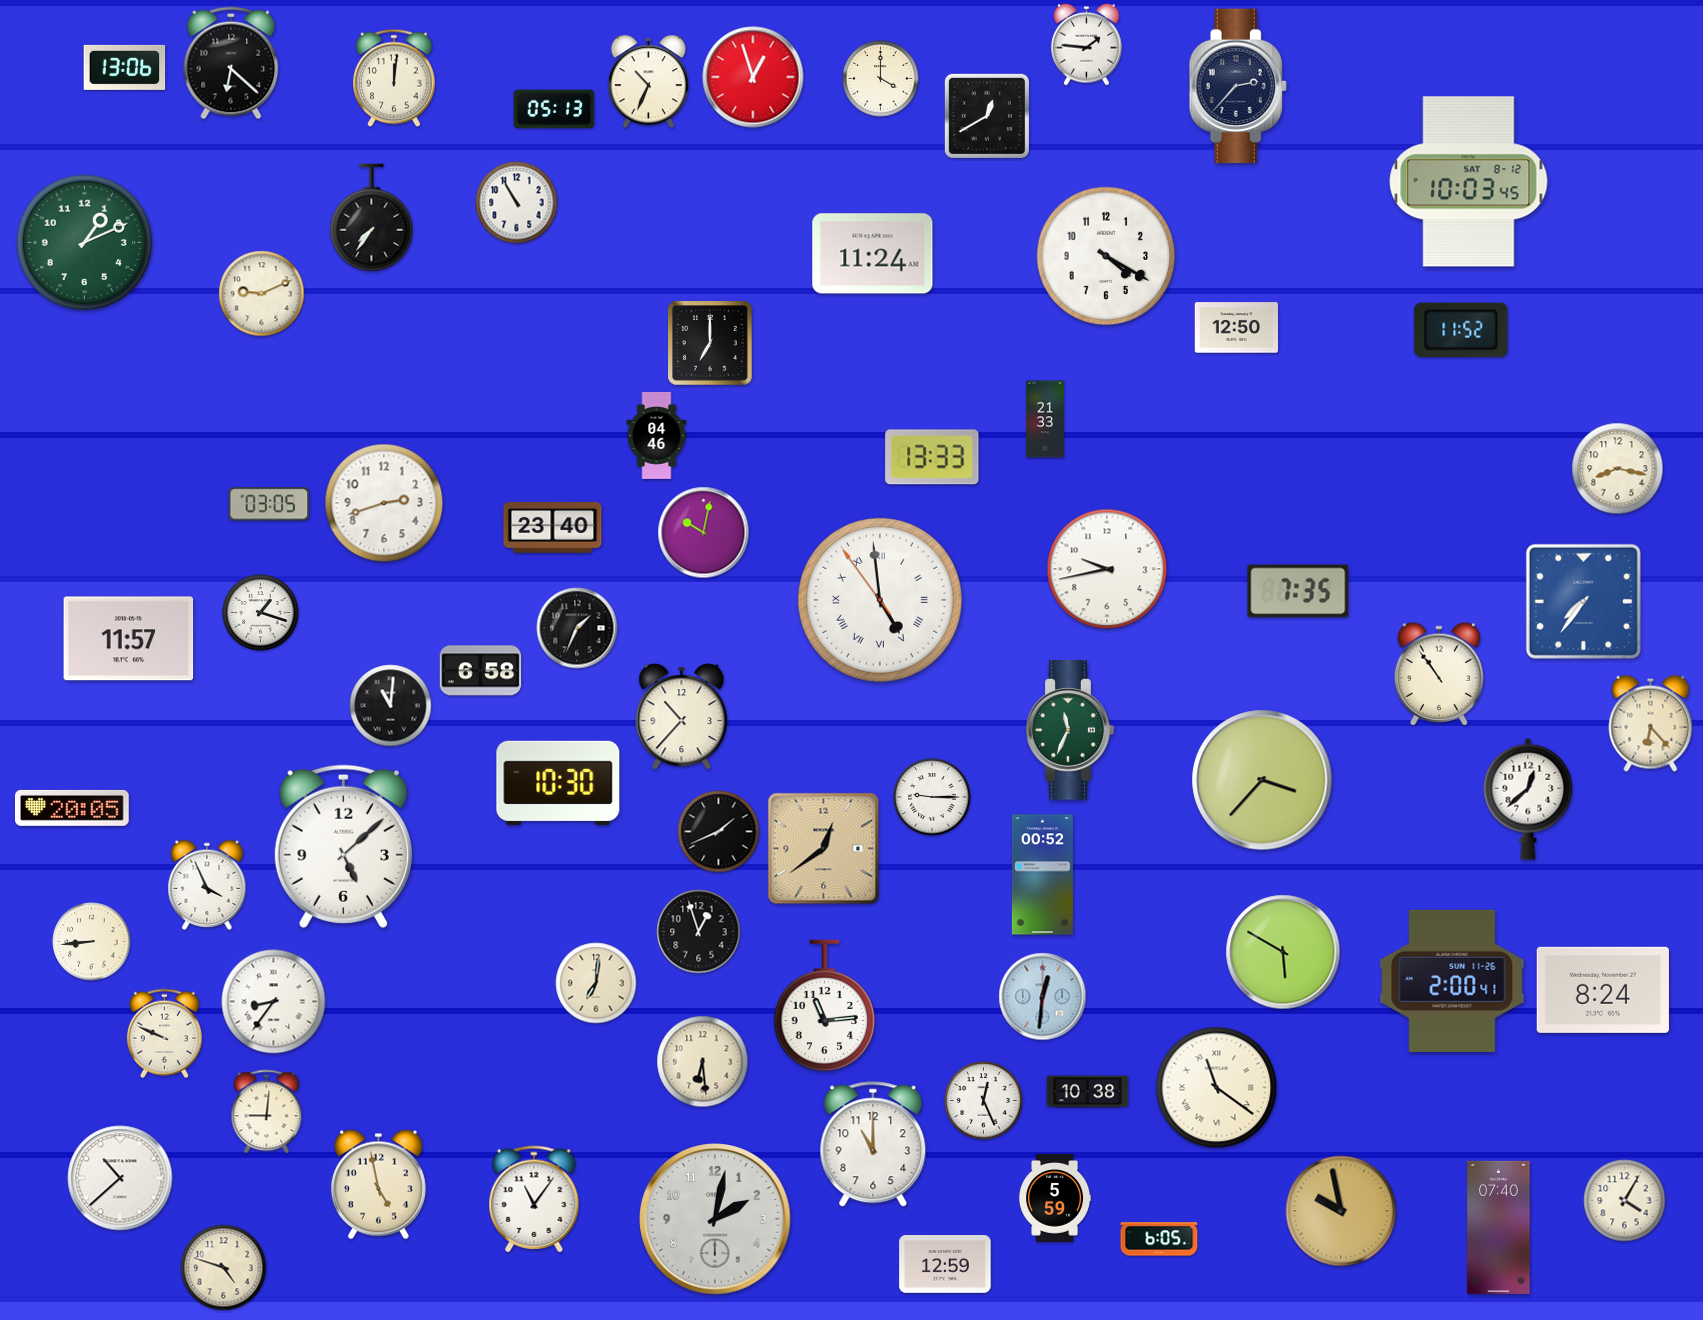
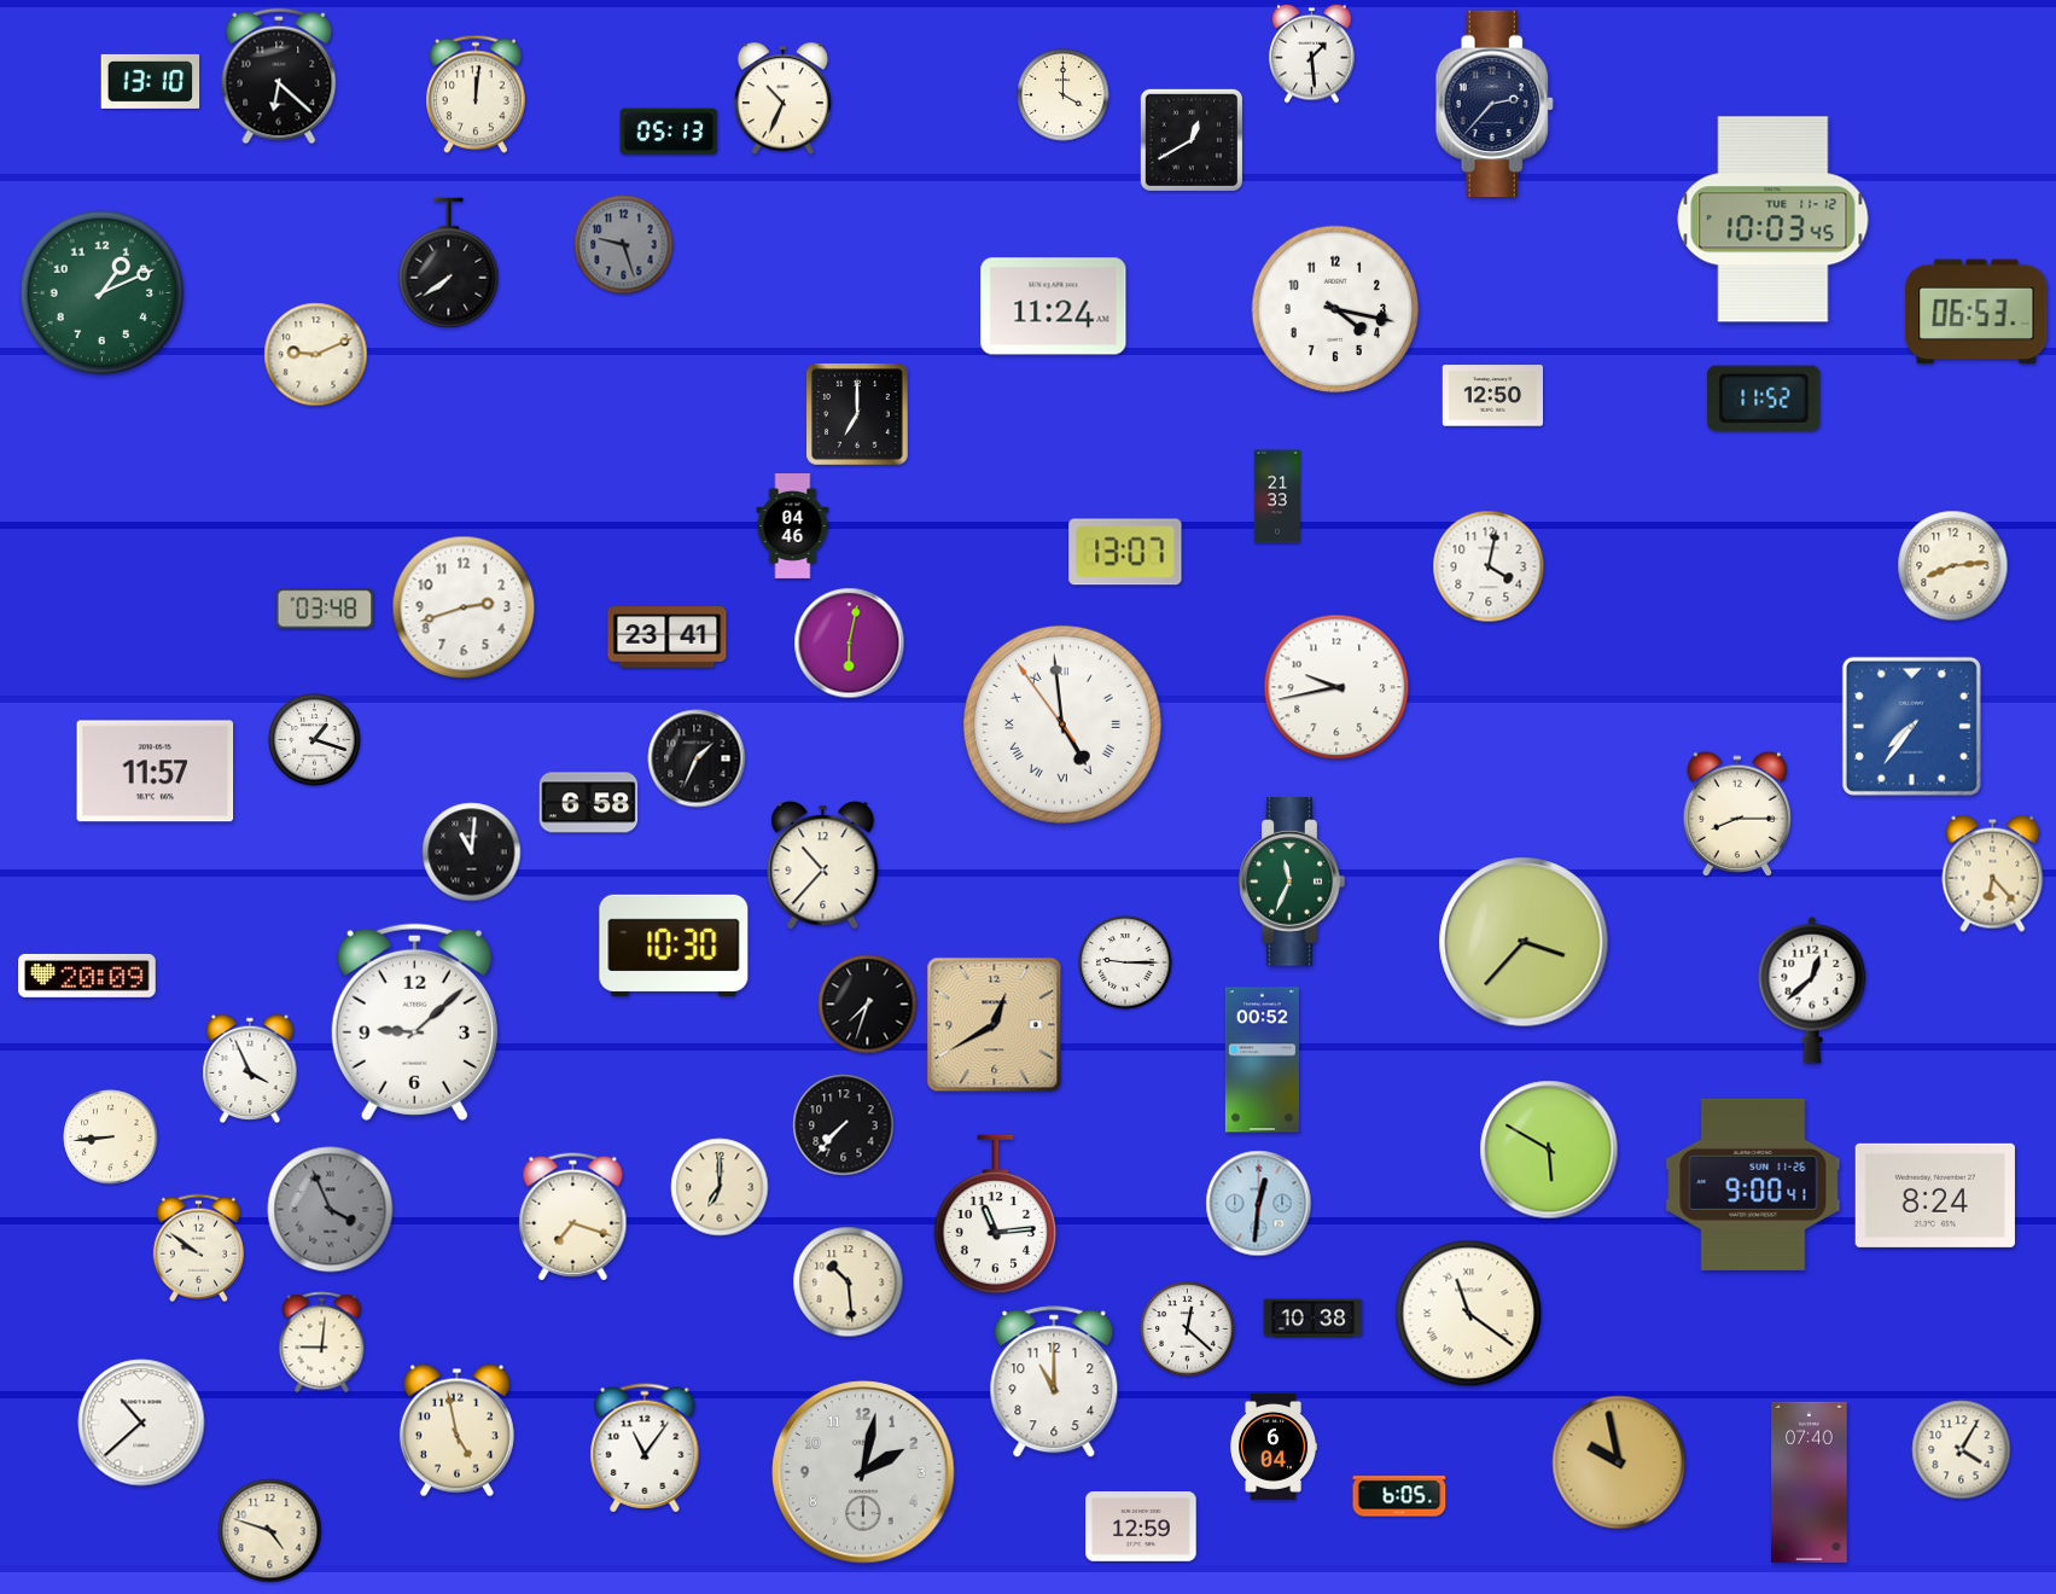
clock at (1087, 44): 1:46 -> 1:29
clock at (125, 67): 13:06 -> 13:10
clock at (753, 77): 12:57 -> none
clock at (1469, 182) date: SAT 8-12 -> TUE 11-12
clock at (517, 203): 10:55 -> 9:27
clock at (517, 203) dial: white -> grey
clock at (372, 218): 7:36 -> 7:39
clock at (1106, 256): 4:20 -> 4:17
clock at (1976, 312): none -> 06:53
clock at (1045, 419) position: (1045, 419) -> (1277, 496)
clock at (932, 457): 13:33 -> 13:07
clock at (1489, 566): none -> 4:02
clock at (1618, 469): 8:17 -> 8:14
clock at (269, 504): 03:05 -> 03:48
clock at (553, 528): 23:40 -> 23:41
clock at (704, 533): 10:02 -> 6:02
clock at (1298, 591): 7:35 -> none
clock at (481, 671) position: (481, 671) -> (589, 803)
clock at (1438, 674): 10:54 -> 8:15
clock at (1528, 799) position: (1528, 799) -> (1812, 990)
clock at (73, 808): 20:05 -> 20:09
clock at (719, 832): 1:41 -> 7:33
clock at (343, 846): 5:08 -> 9:08
clock at (824, 849): 12:39 -> 12:40
clock at (1042, 875) position: (1042, 875) -> (1262, 1060)
clock at (699, 932): 12:57 -> 7:37
clock at (1452, 981): 2:00 -> 9:00
clock at (596, 983): 7:01 -> 7:00
clock at (274, 1002): 8:36 -> 3:56
clock at (274, 1002) dial: white -> grey
clock at (573, 1217): none -> 7:18
clock at (164, 1034): 9:49 -> 9:51
clock at (703, 1062): 6:29 -> 10:29
clock at (984, 1101): 12:26 -> 12:22
clock at (120, 1178) position: (120, 1178) -> (141, 1423)
clock at (1055, 1199): 5:59 -> 6:04
